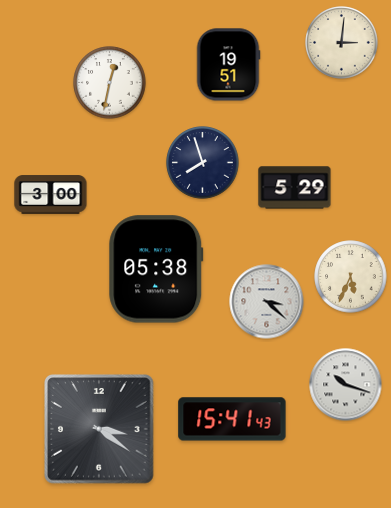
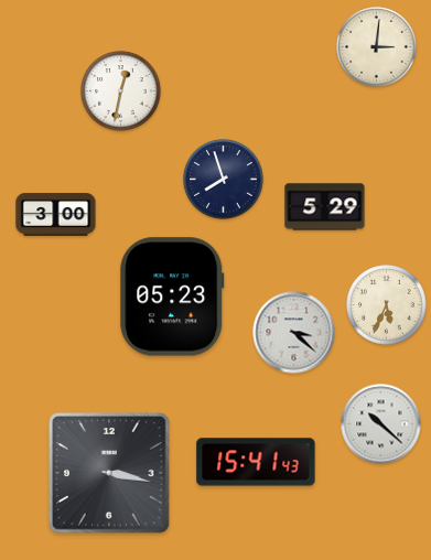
clock at (228, 65): 19:51 -> none
clock at (156, 269): 05:38 -> 05:23
clock at (346, 385): 10:18 -> 10:22
clock at (99, 429): 3:21 -> 3:17
